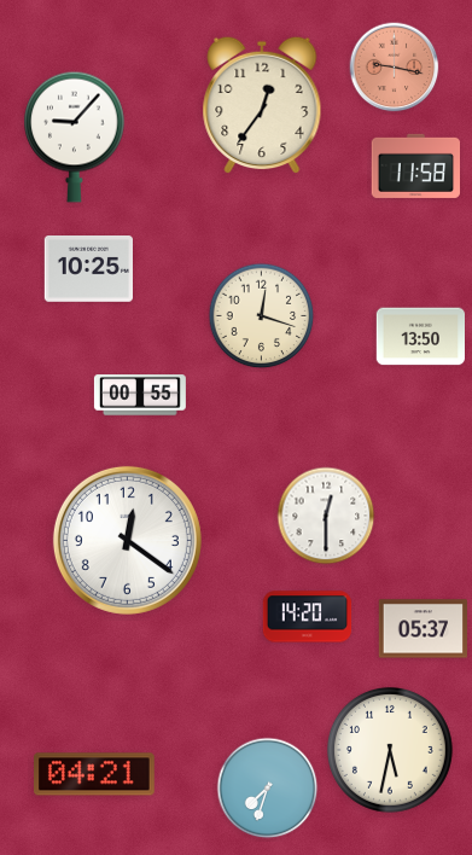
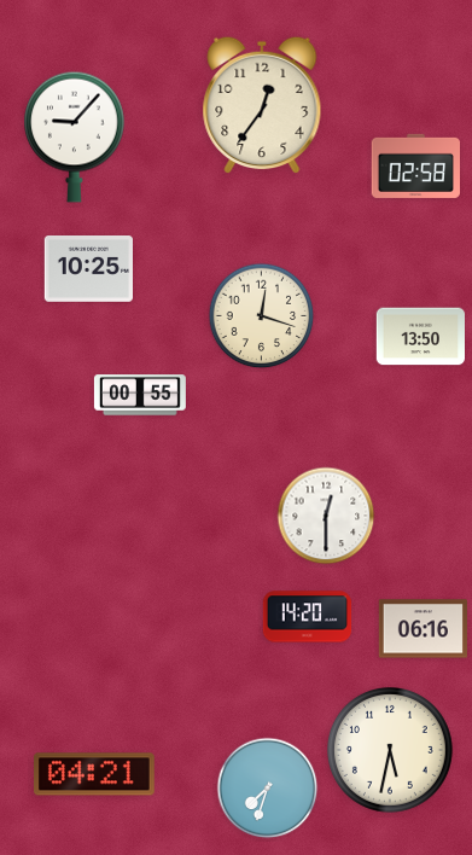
clock at (395, 68): 9:17 -> none
clock at (415, 165): 11:58 -> 02:58
clock at (127, 540): 12:21 -> none
clock at (424, 629): 05:37 -> 06:16
